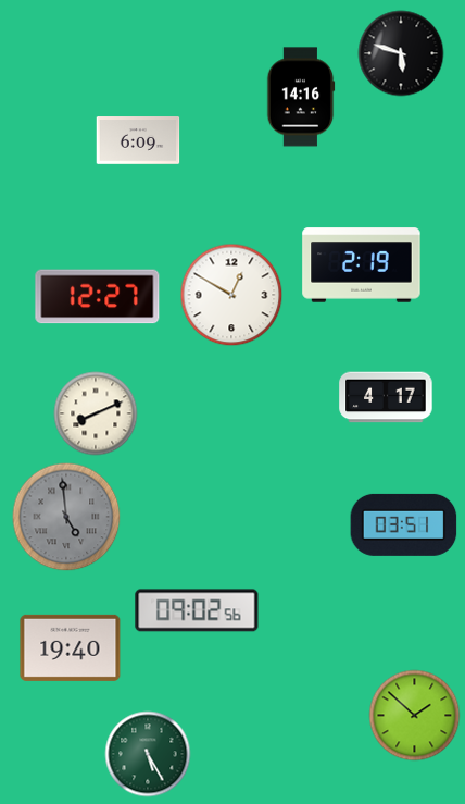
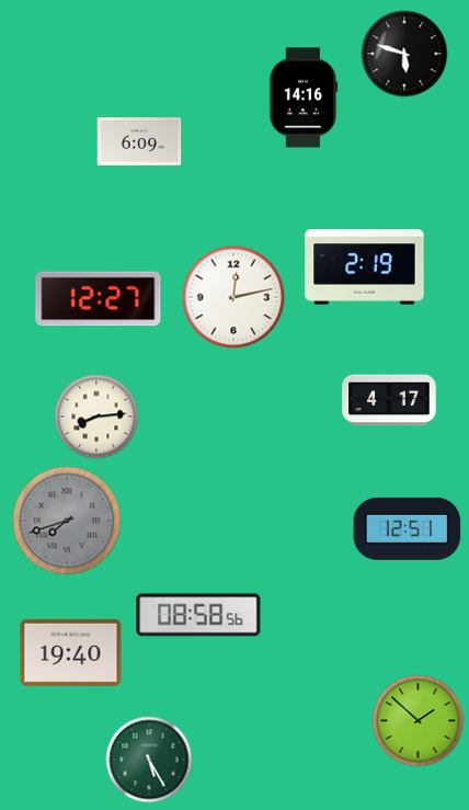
clock at (231, 295): 12:50 -> 12:13
clock at (96, 413): 8:11 -> 8:14
clock at (66, 517): 4:59 -> 7:42
clock at (404, 524): 03:51 -> 12:51
clock at (197, 610): 09:02 -> 08:58
